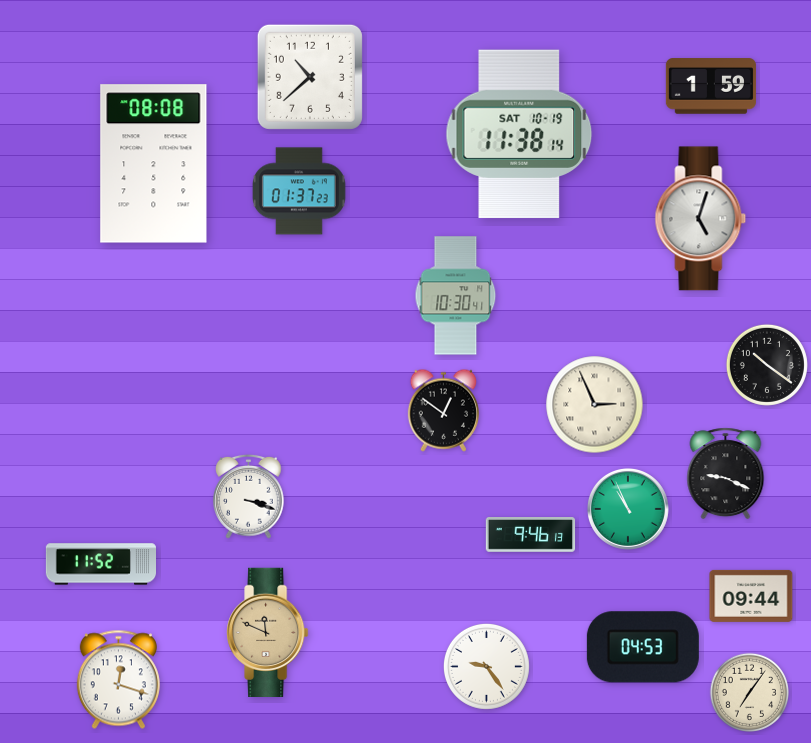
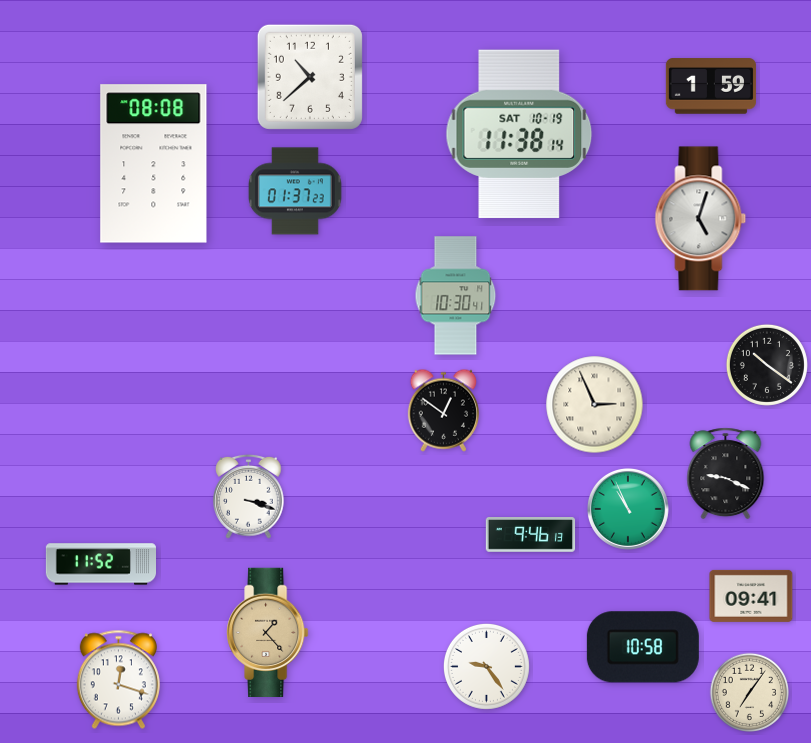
clock at (299, 191) position: (299, 191) -> (295, 191)
clock at (751, 596): 09:44 -> 09:41
clock at (268, 632): 11:49 -> 1:23
clock at (643, 647): 04:53 -> 10:58
